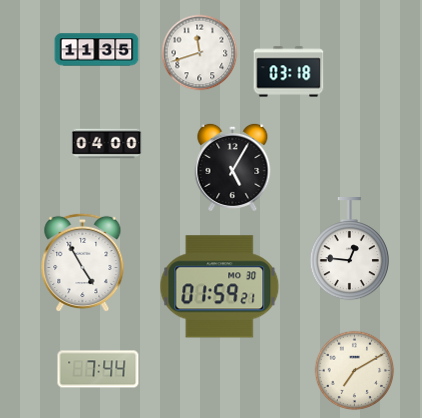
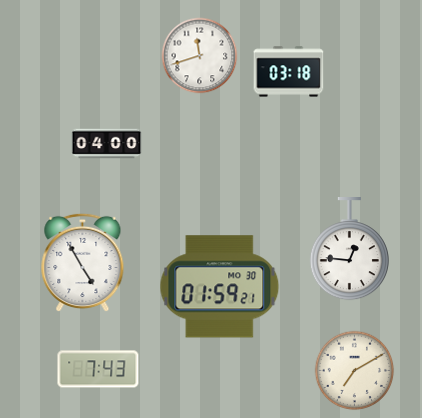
clock at (97, 50): 11:35 -> none
clock at (200, 53) position: (200, 53) -> (200, 56)
clock at (233, 167): 5:05 -> none
clock at (98, 369): 7:44 -> 7:43
